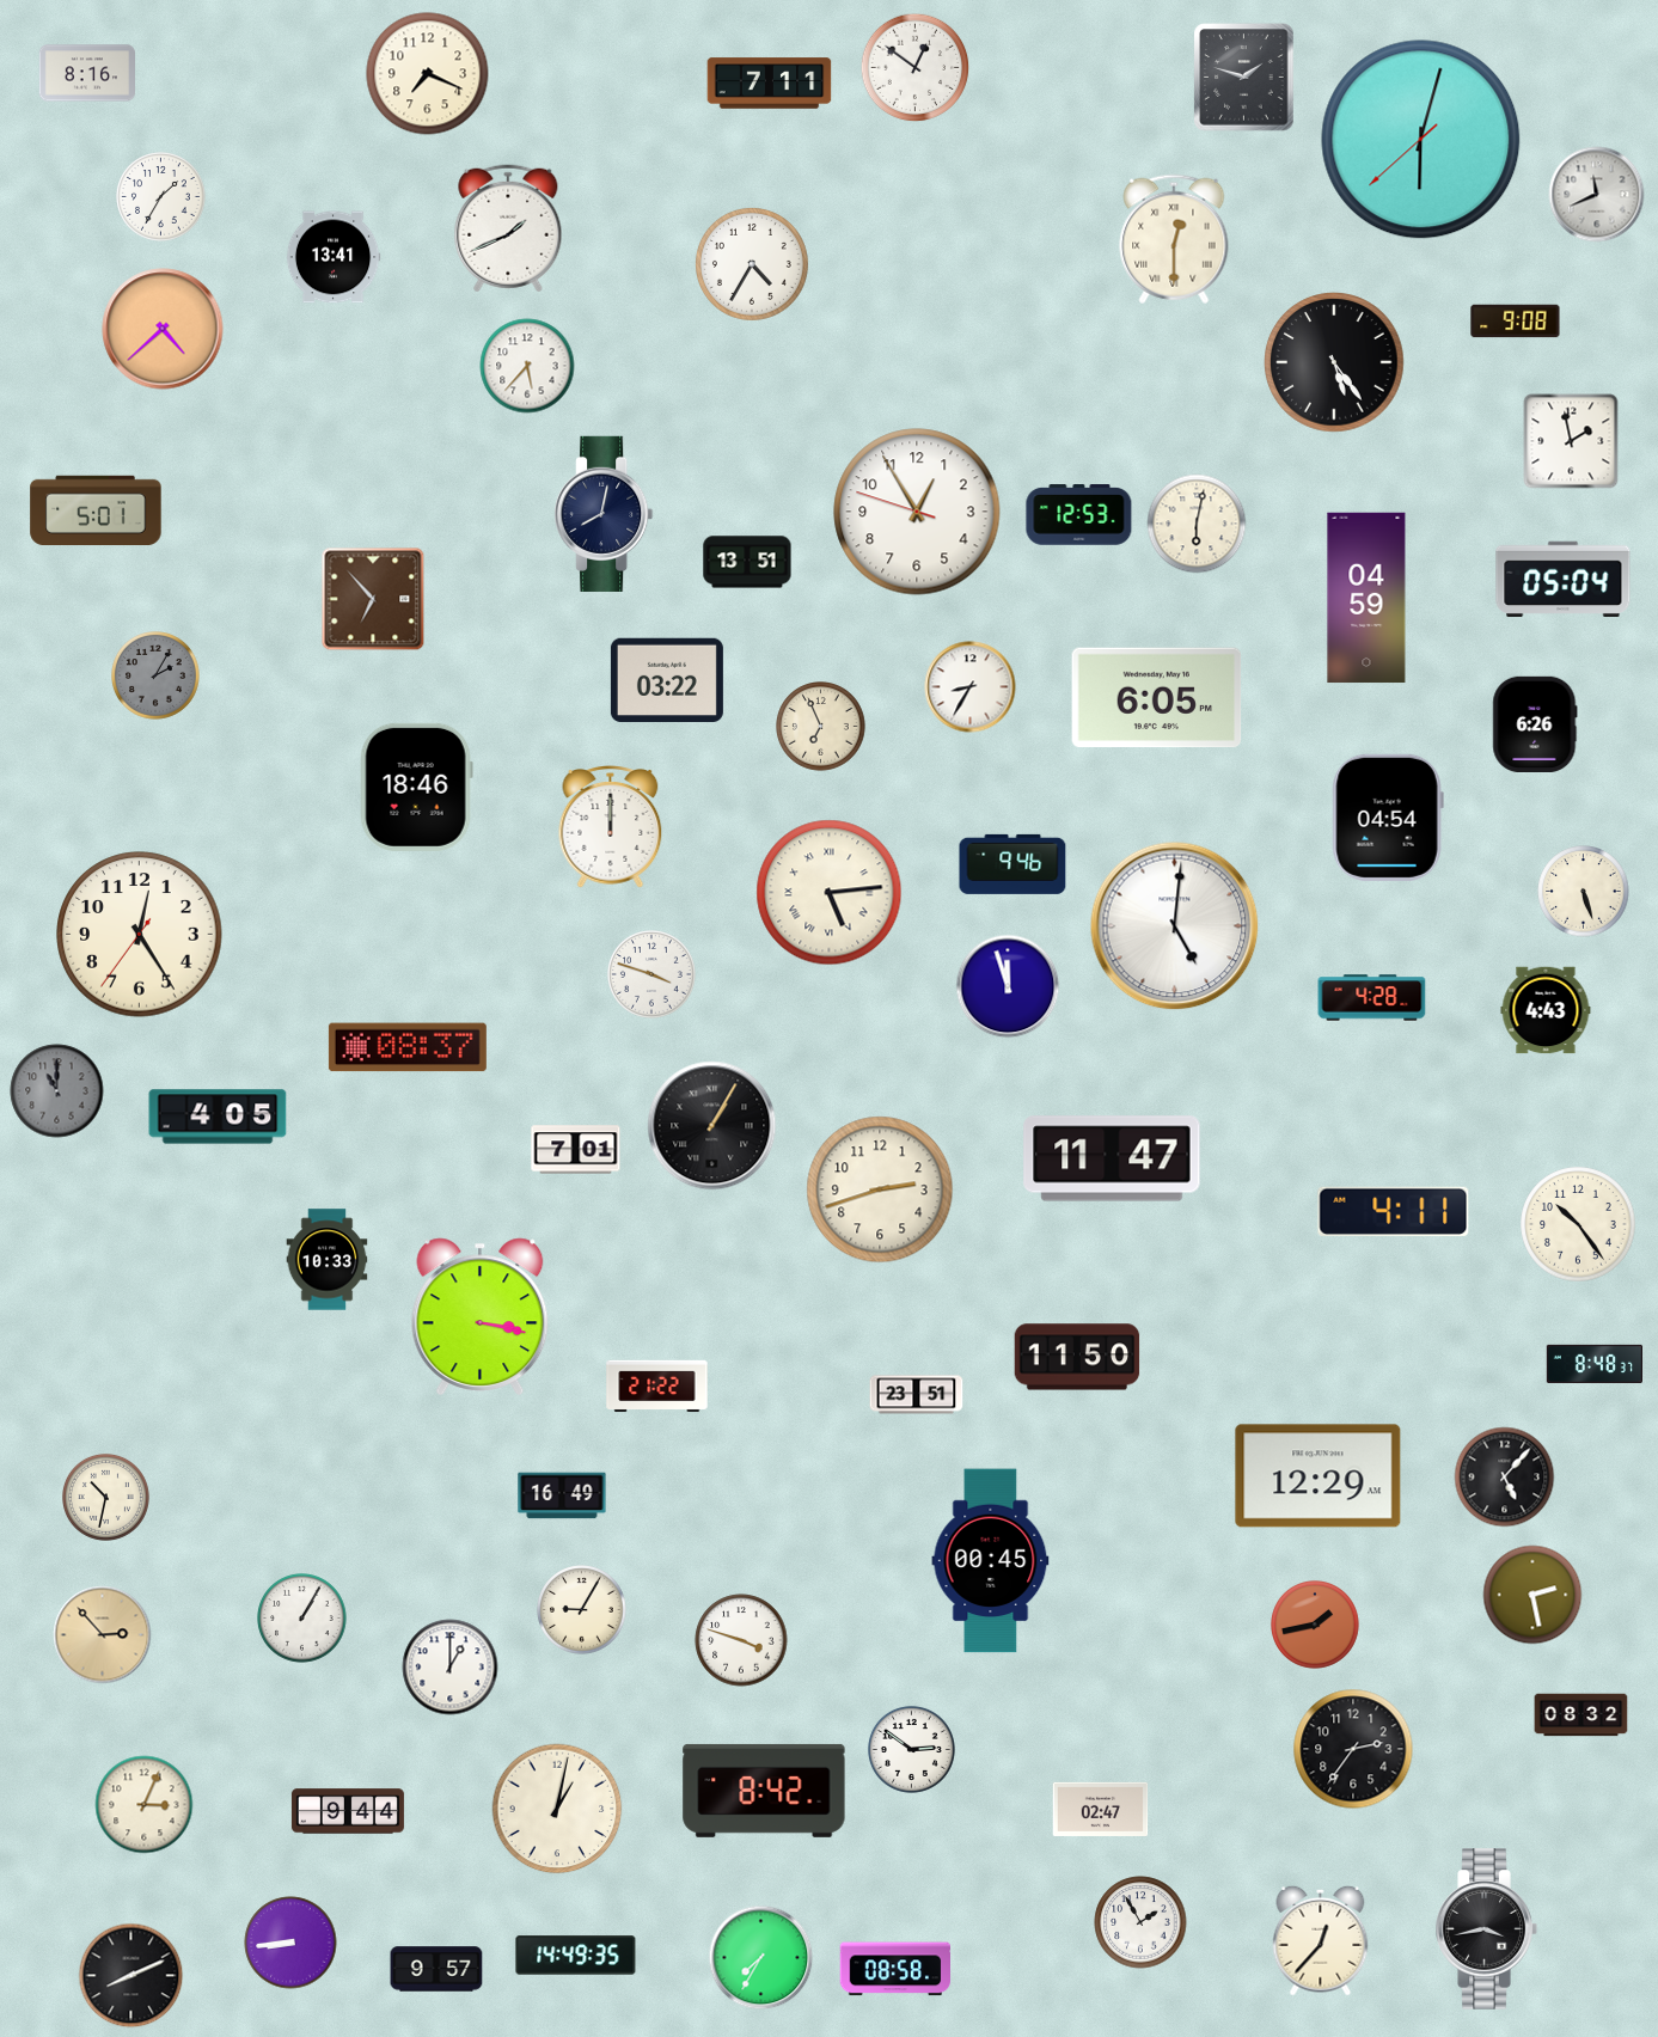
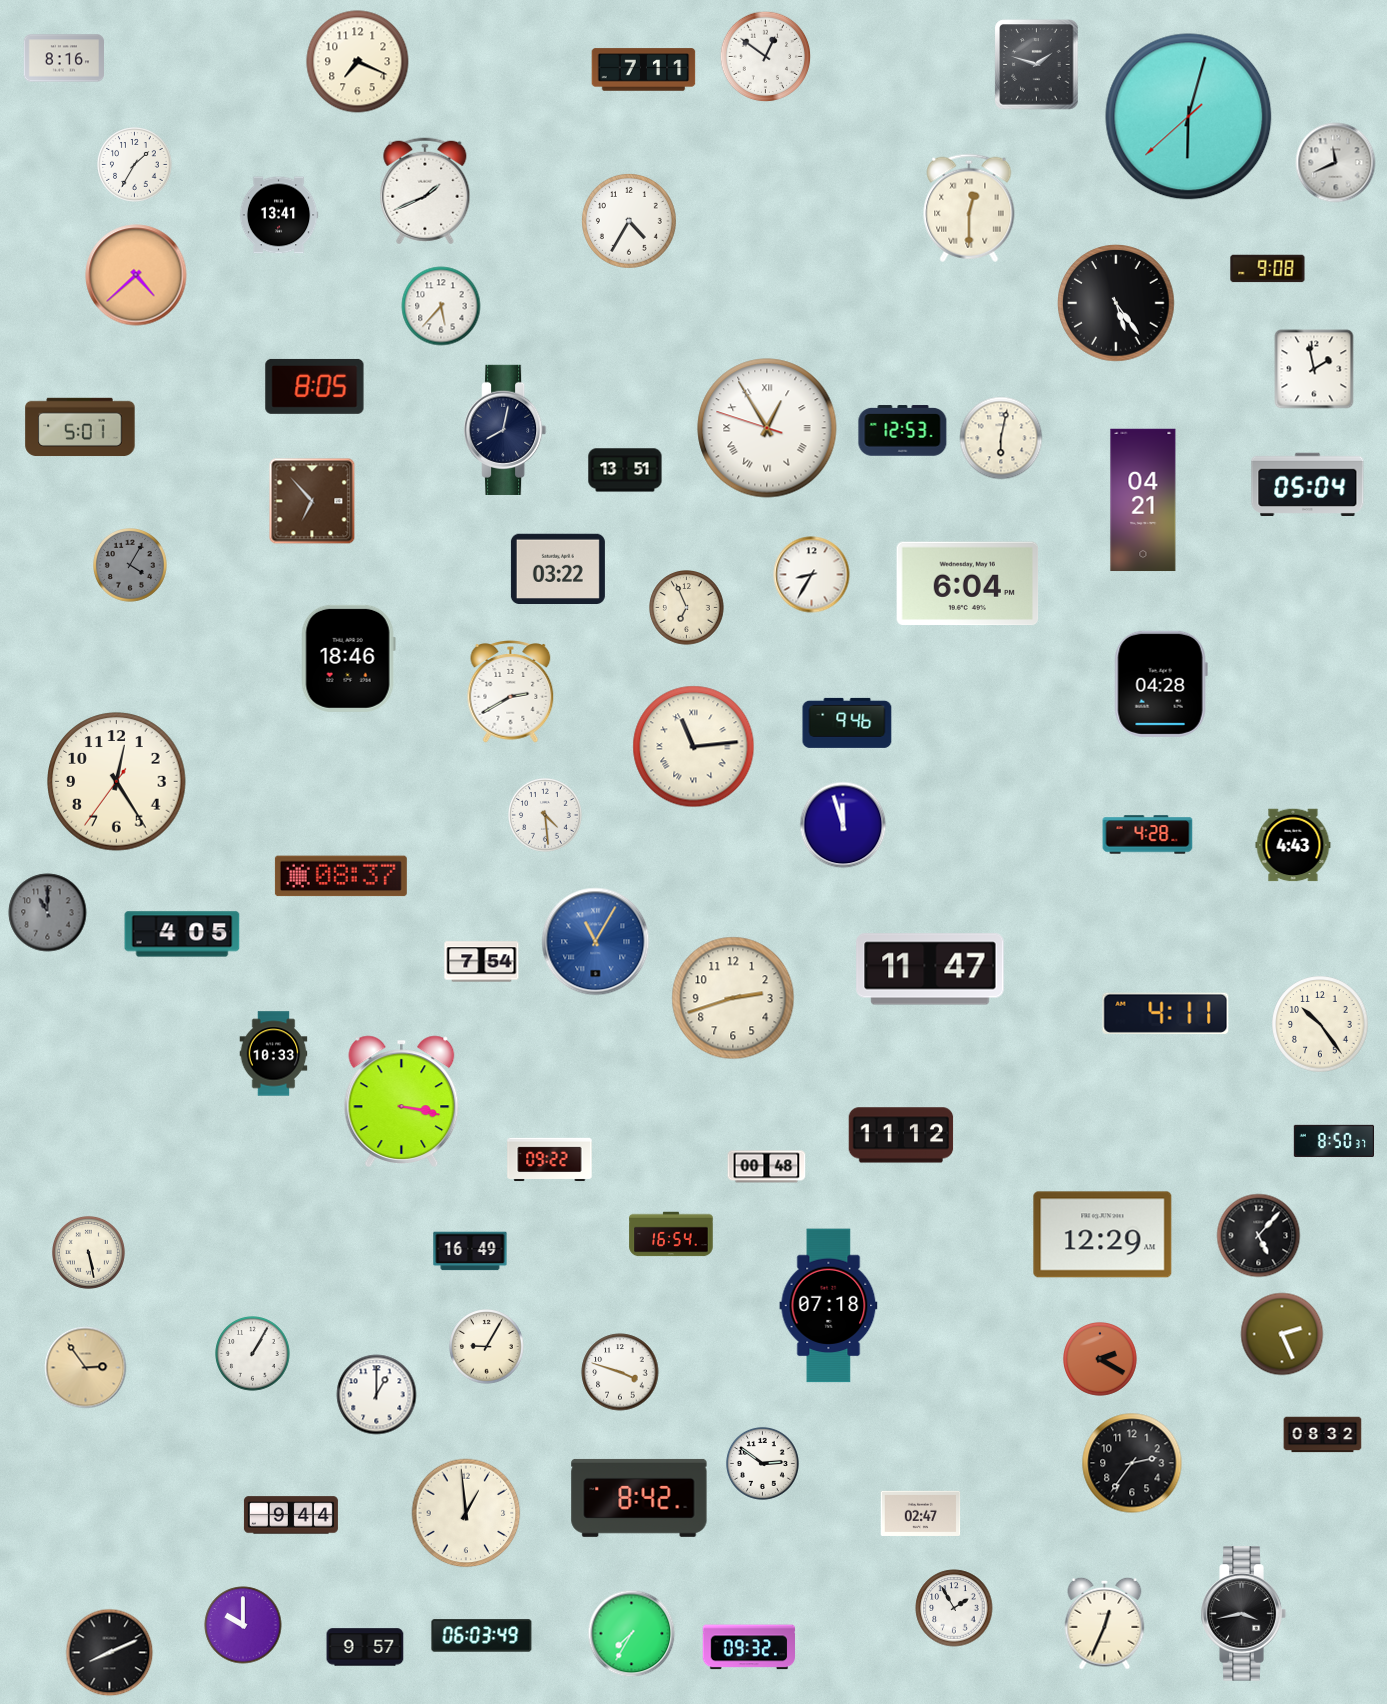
clock at (86, 73) position: (86, 73) -> (63, 58)
clock at (1244, 78) position: (1244, 78) -> (1037, 65)
clock at (1174, 239) position: (1174, 239) -> (969, 208)
clock at (315, 386): none -> 8:05
clock at (917, 512) numerals: Arabic -> Roman
clock at (1366, 598): 04:59 -> 04:21
clock at (157, 677): 2:05 -> 4:05
clock at (1157, 698): 6:05 -> 6:04
clock at (1535, 723): 6:26 -> none
clock at (1388, 818): 04:54 -> 04:28
clock at (611, 827): 12:00 -> 2:40
clock at (1584, 892): 5:27 -> none
clock at (830, 893): 5:14 -> 11:14
clock at (1175, 926): 5:01 -> none
clock at (653, 975): 3:48 -> 4:29
clock at (712, 1126): 1:05 -> 11:05
clock at (712, 1126) dial: black -> blue
clock at (576, 1150): 7:01 -> 7:54
clock at (880, 1189) position: (880, 1189) -> (733, 998)
clock at (1077, 1357): 11:50 -> 11:12
clock at (1593, 1364): 8:48 -> 8:50
clock at (657, 1387): 21:22 -> 09:22
clock at (917, 1395): 23:51 -> 00:48
clock at (671, 1234): none -> 16:54
clock at (105, 1497): 10:32 -> 5:28
clock at (991, 1561): 00:45 -> 07:18
clock at (1532, 1595): 2:28 -> 2:26
clock at (1316, 1626): 1:43 -> 2:20
clock at (103, 1635): 2:53 -> 2:54
clock at (145, 1805): 3:04 -> none
clock at (557, 1809): 1:02 -> 12:59
clock at (1321, 1940): 12:37 -> 12:34
clock at (290, 1943): 8:44 -> 10:00
clock at (576, 1956): 14:49 -> 06:03
clock at (761, 1958) position: (761, 1958) -> (632, 1634)
clock at (895, 1969): 08:58 -> 09:32
